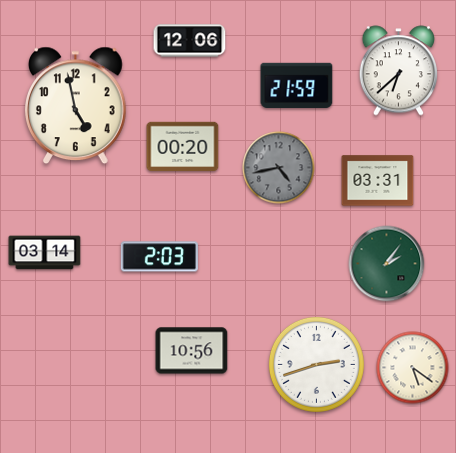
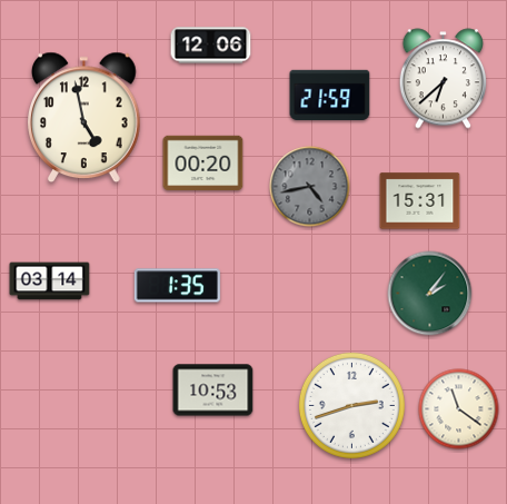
clock at (378, 181): 03:31 -> 15:31
clock at (159, 257): 2:03 -> 1:35
clock at (192, 351): 10:56 -> 10:53
clock at (413, 368): 5:21 -> 11:21
